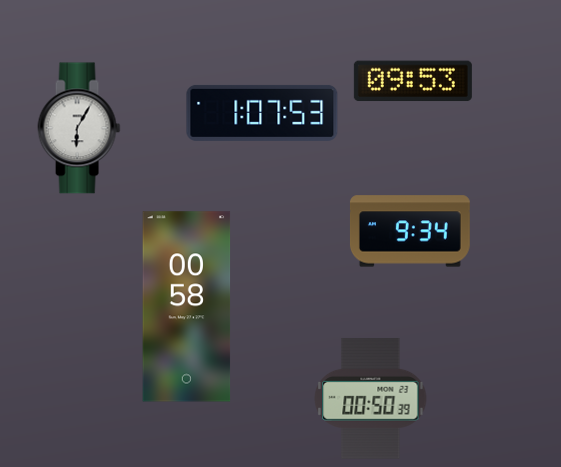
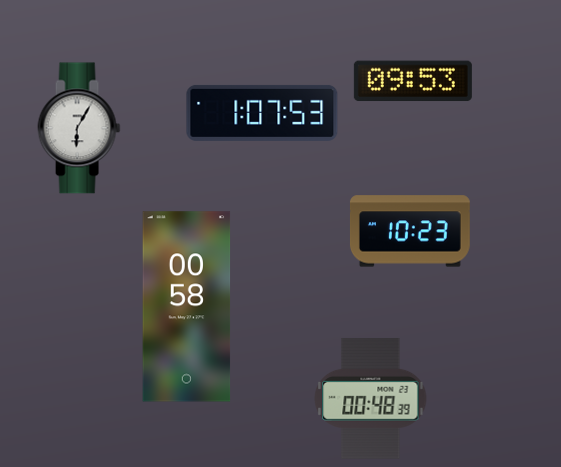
clock at (410, 231): 9:34 -> 10:23
clock at (371, 398): 00:50 -> 00:48
